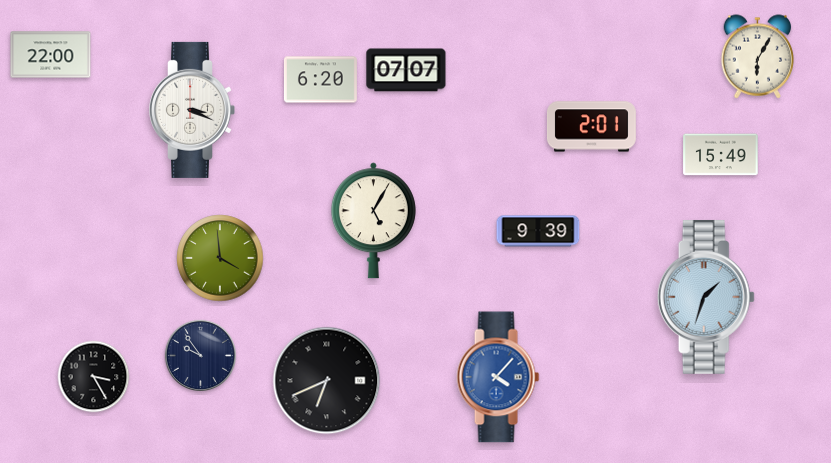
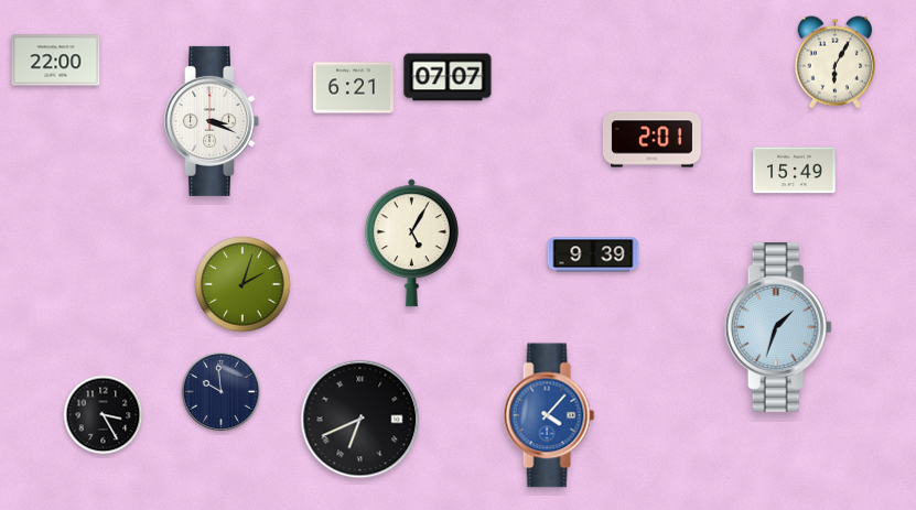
clock at (320, 80): 6:20 -> 6:21
clock at (220, 258): 3:59 -> 2:03
clock at (200, 355): 9:54 -> 9:59
